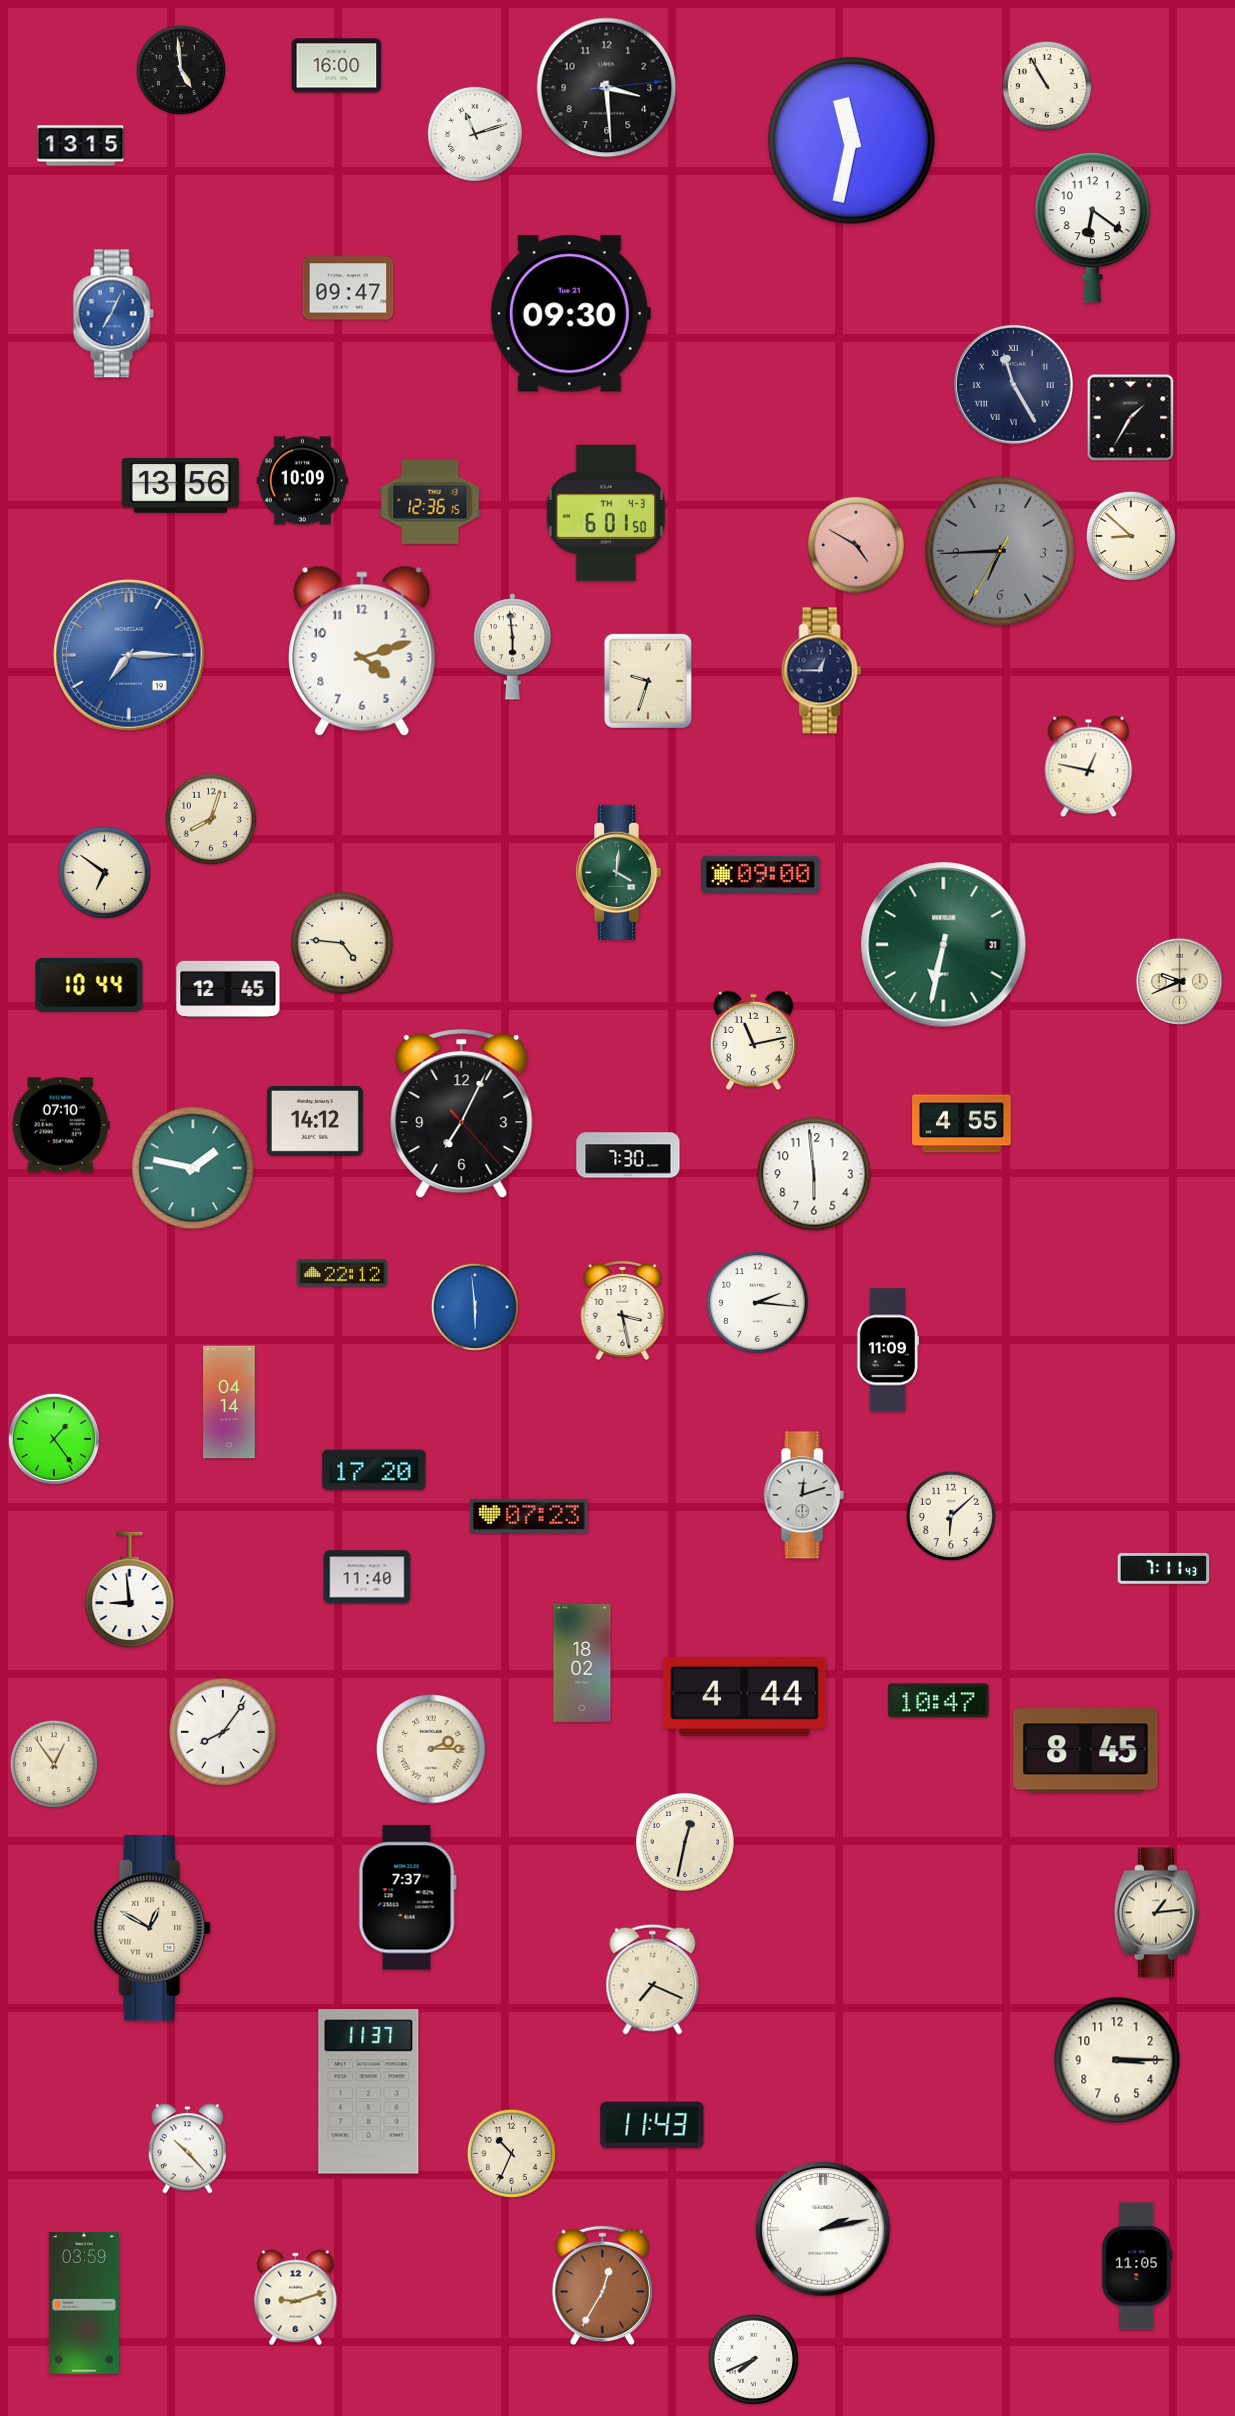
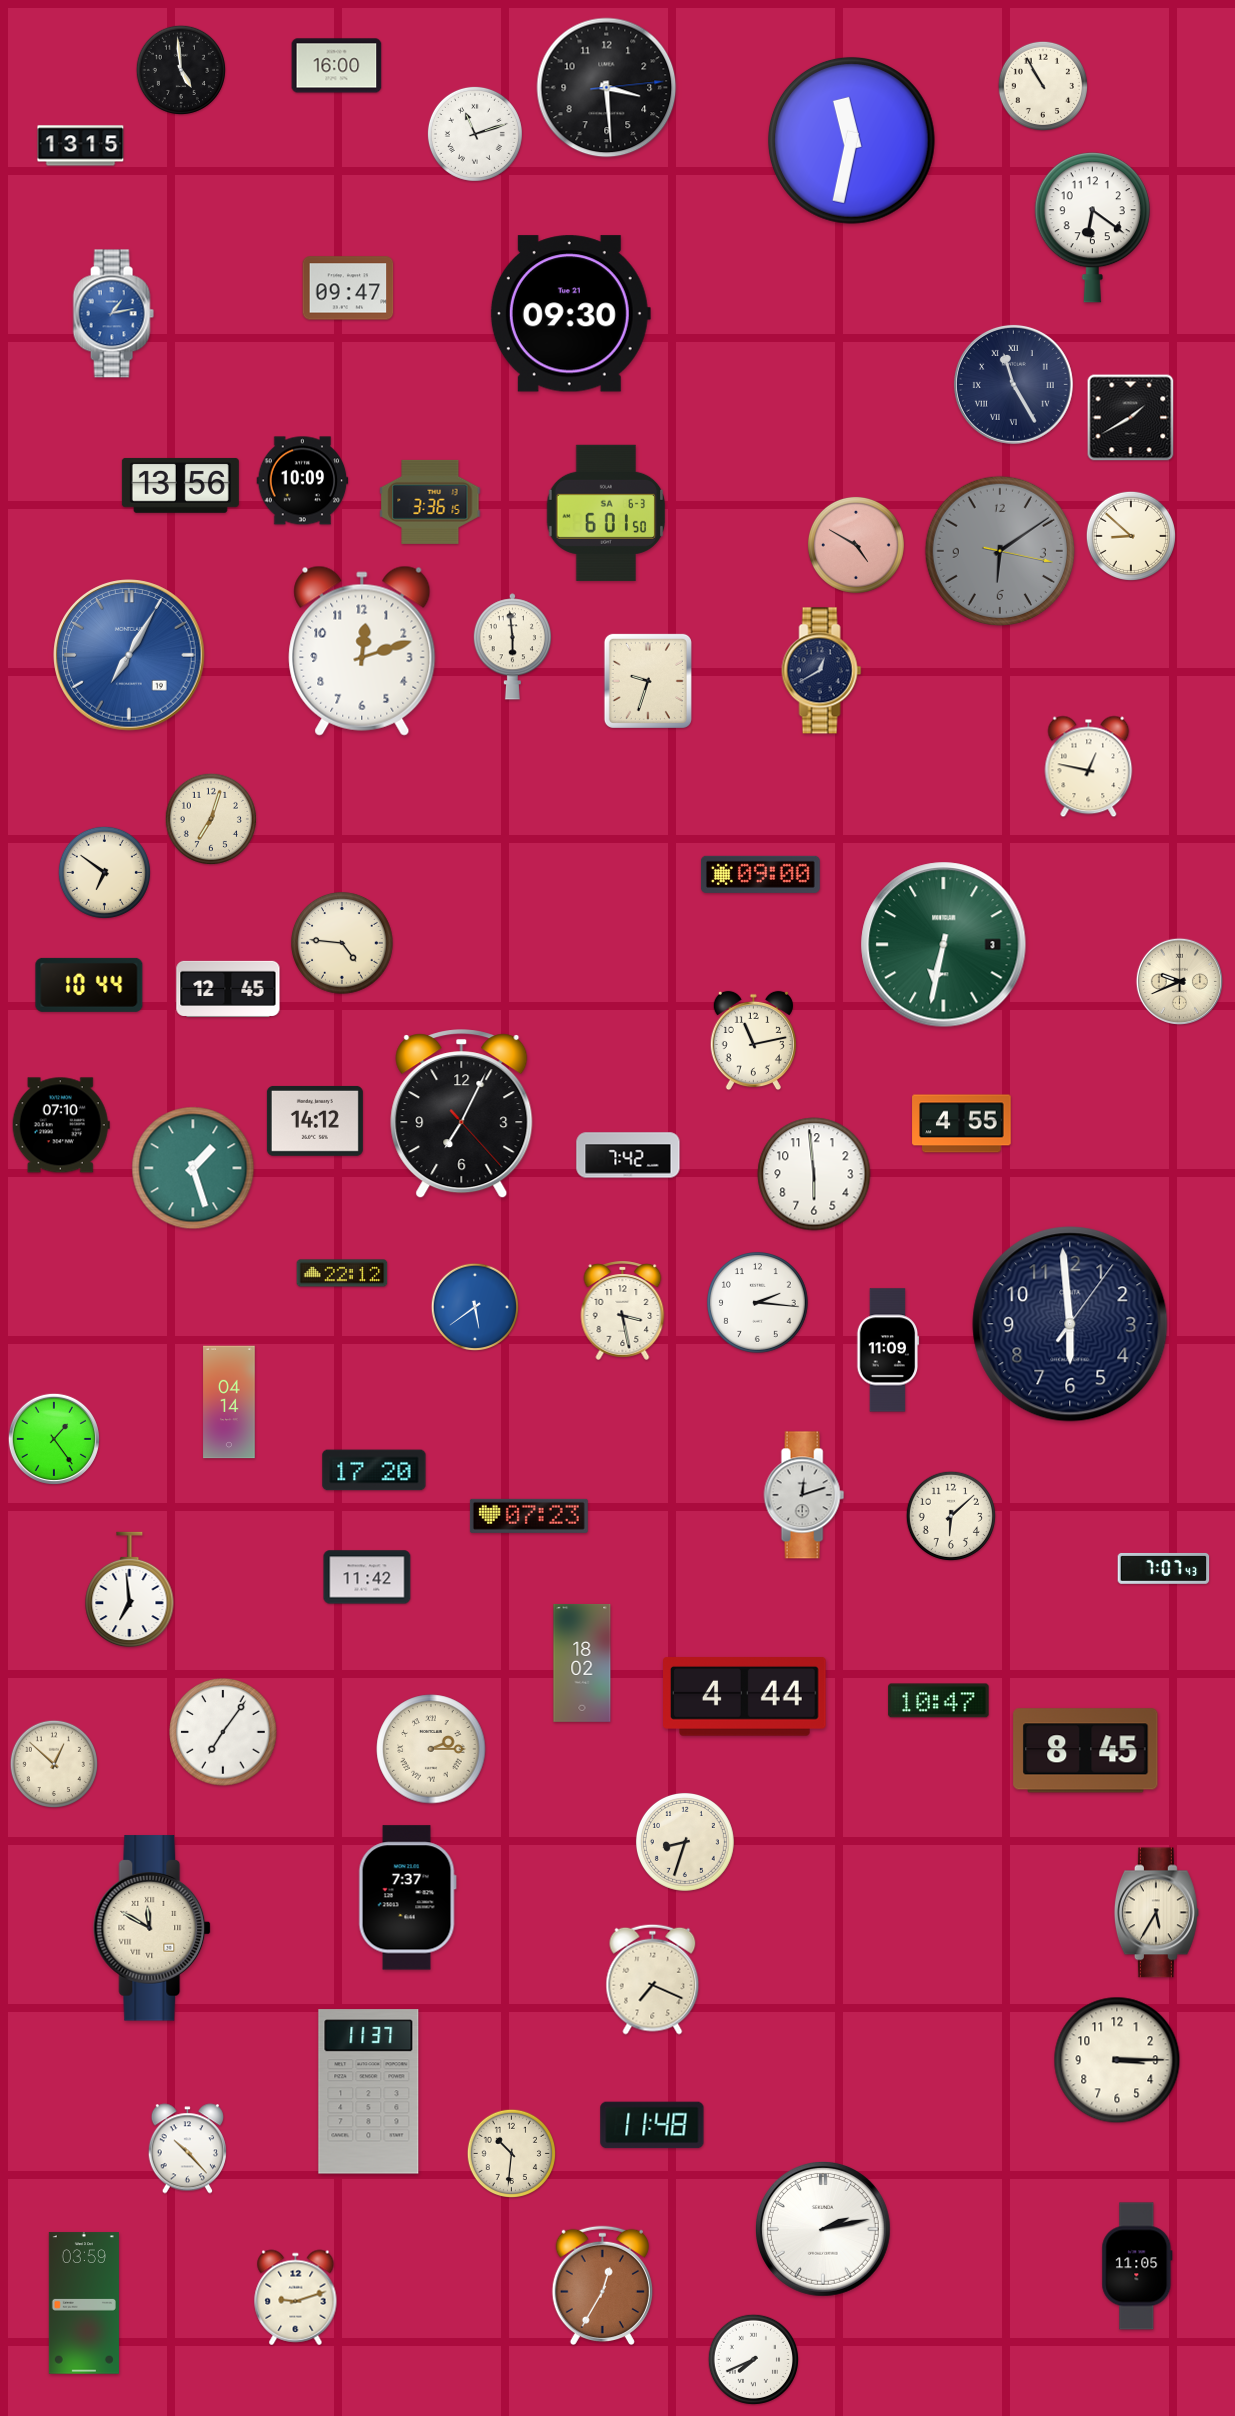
clock at (1046, 85) position: (1046, 85) -> (1042, 85)
clock at (113, 314): 7:04 -> 1:13
clock at (1131, 418): 1:35 -> 1:40
clock at (430, 502): 12:36 -> 3:36
clock at (606, 513) date: TH 4-3 -> SA 6-3
clock at (1000, 551): 6:44 -> 6:09
clock at (362, 651): 4:12 -> 12:12
clock at (129, 655): 7:15 -> 7:05
clock at (822, 671): 12:45 -> 12:40
clock at (211, 819): 8:03 -> 7:03
clock at (618, 872): 4:01 -> none
clock at (944, 945) date: 31 -> 3
clock at (628, 1155): 7:30 -> 7:42
clock at (193, 1168): 1:47 -> 1:27
clock at (475, 1307): 5:59 -> 5:39
clock at (1070, 1324): none -> 5:59
clock at (1164, 1568): 7:11 -> 7:07
clock at (367, 1577): 11:40 -> 11:42
clock at (130, 1590): 8:59 -> 6:59
clock at (223, 1732): 8:06 -> 7:06
clock at (54, 1764): 12:54 -> 12:52
clock at (685, 1842): 12:32 -> 8:33
clock at (1156, 1913): 1:14 -> 5:35
clock at (153, 1928): 12:50 -> 11:50
clock at (652, 2125): 11:43 -> 11:48
clock at (511, 2153): 10:34 -> 10:31
